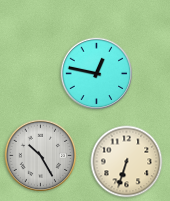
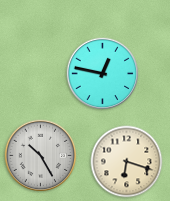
clock at (97, 74) position: (97, 74) -> (103, 74)
clock at (127, 162): 6:33 -> 6:18
